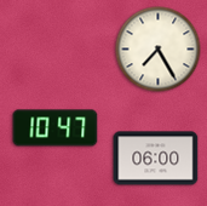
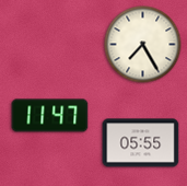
clock at (56, 128): 10:47 -> 11:47
clock at (156, 159): 06:00 -> 05:55
